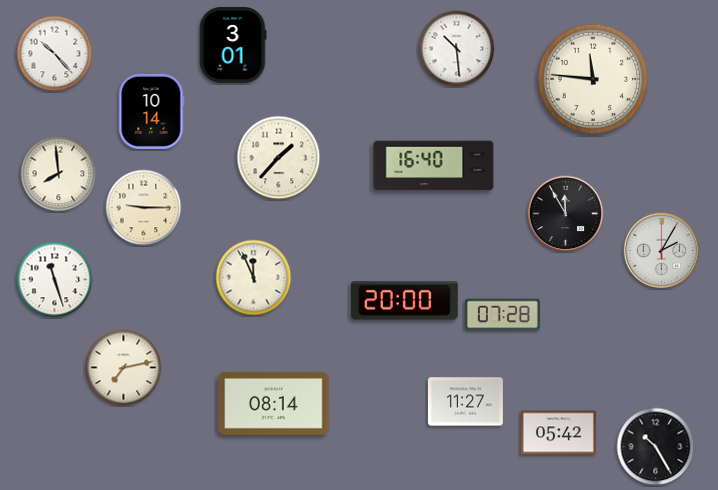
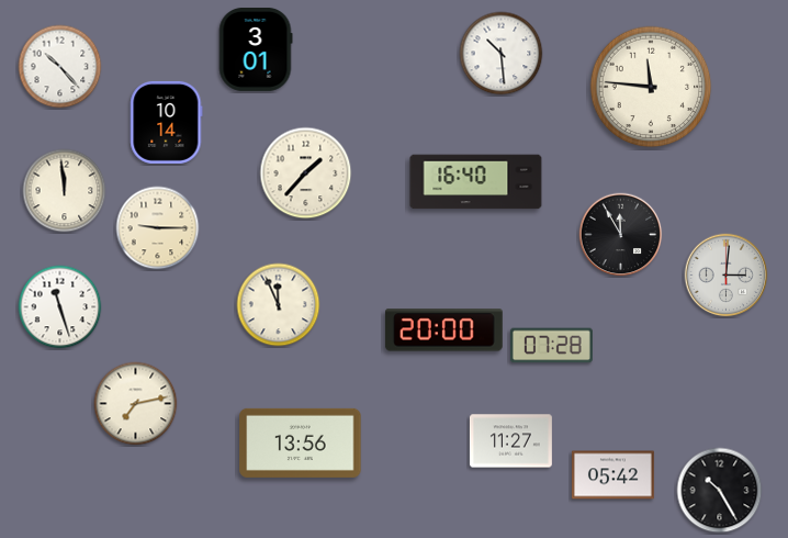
clock at (55, 54) position: (55, 54) -> (60, 67)
clock at (59, 174): 7:59 -> 11:59
clock at (662, 251): 2:05 -> 3:01
clock at (274, 403): 08:14 -> 13:56
